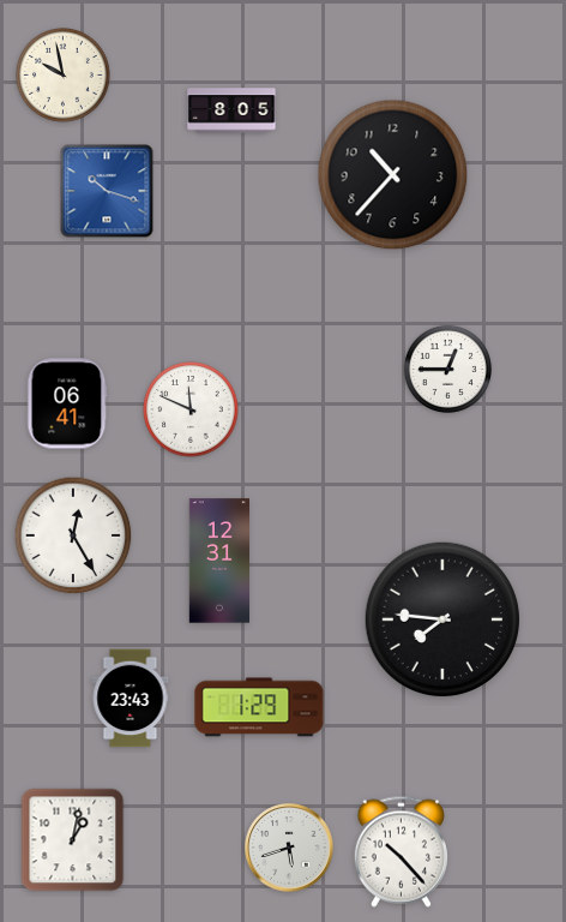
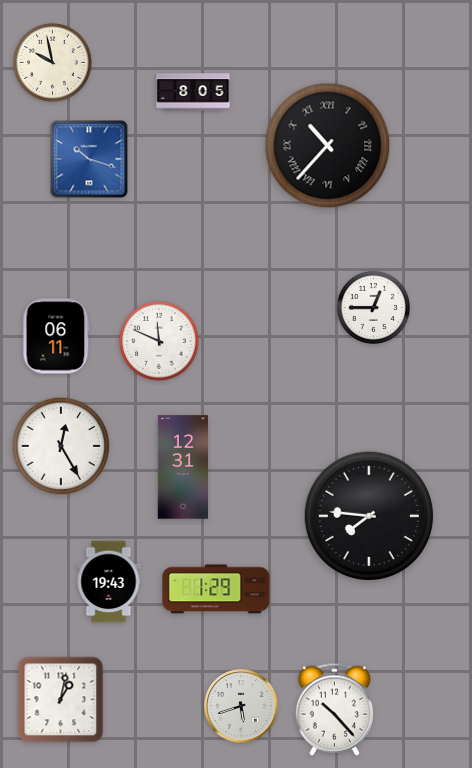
clock at (393, 175) numerals: Arabic -> Roman
clock at (67, 403): 06:41 -> 06:11
clock at (131, 699): 23:43 -> 19:43
